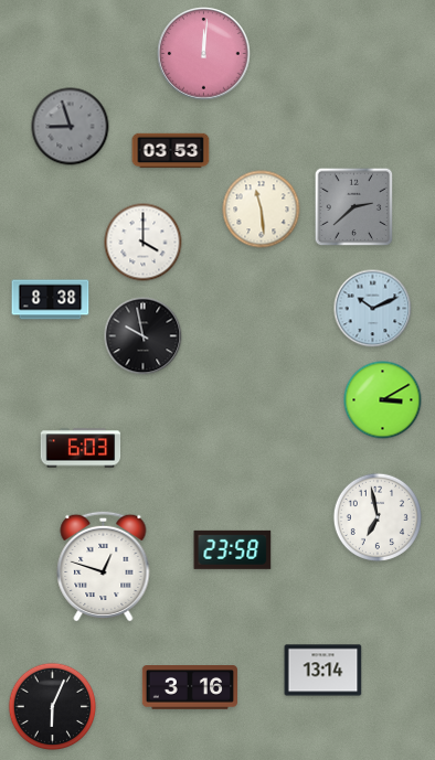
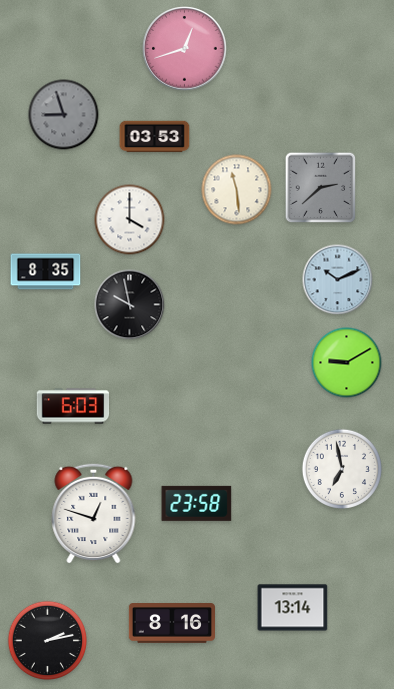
clock at (204, 54): 12:01 -> 12:42
clock at (51, 300): 8:38 -> 8:35
clock at (383, 400): 3:10 -> 9:10
clock at (233, 549) position: (233, 549) -> (197, 503)
clock at (189, 688): 3:16 -> 8:16
clock at (53, 707): 6:04 -> 2:13
